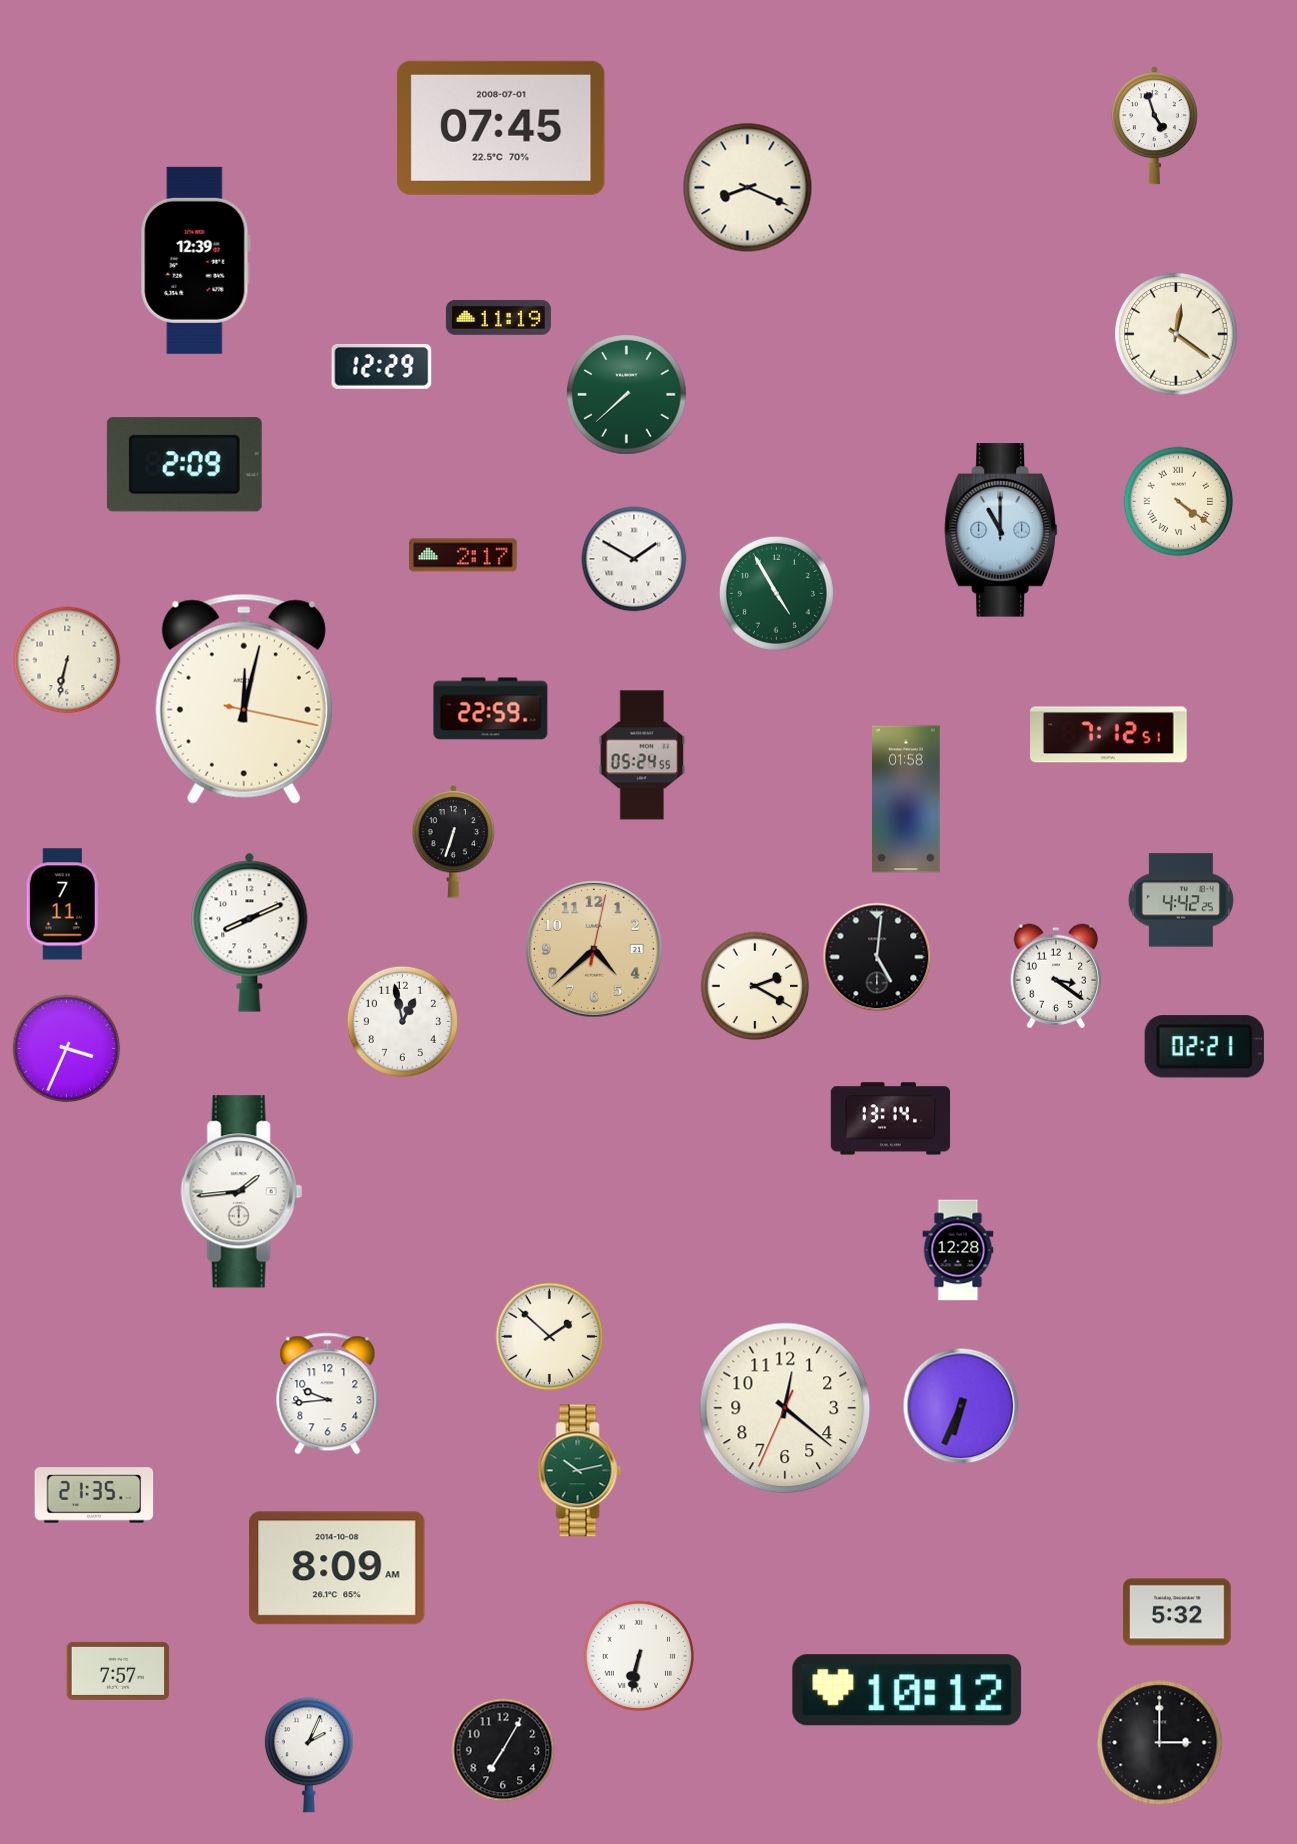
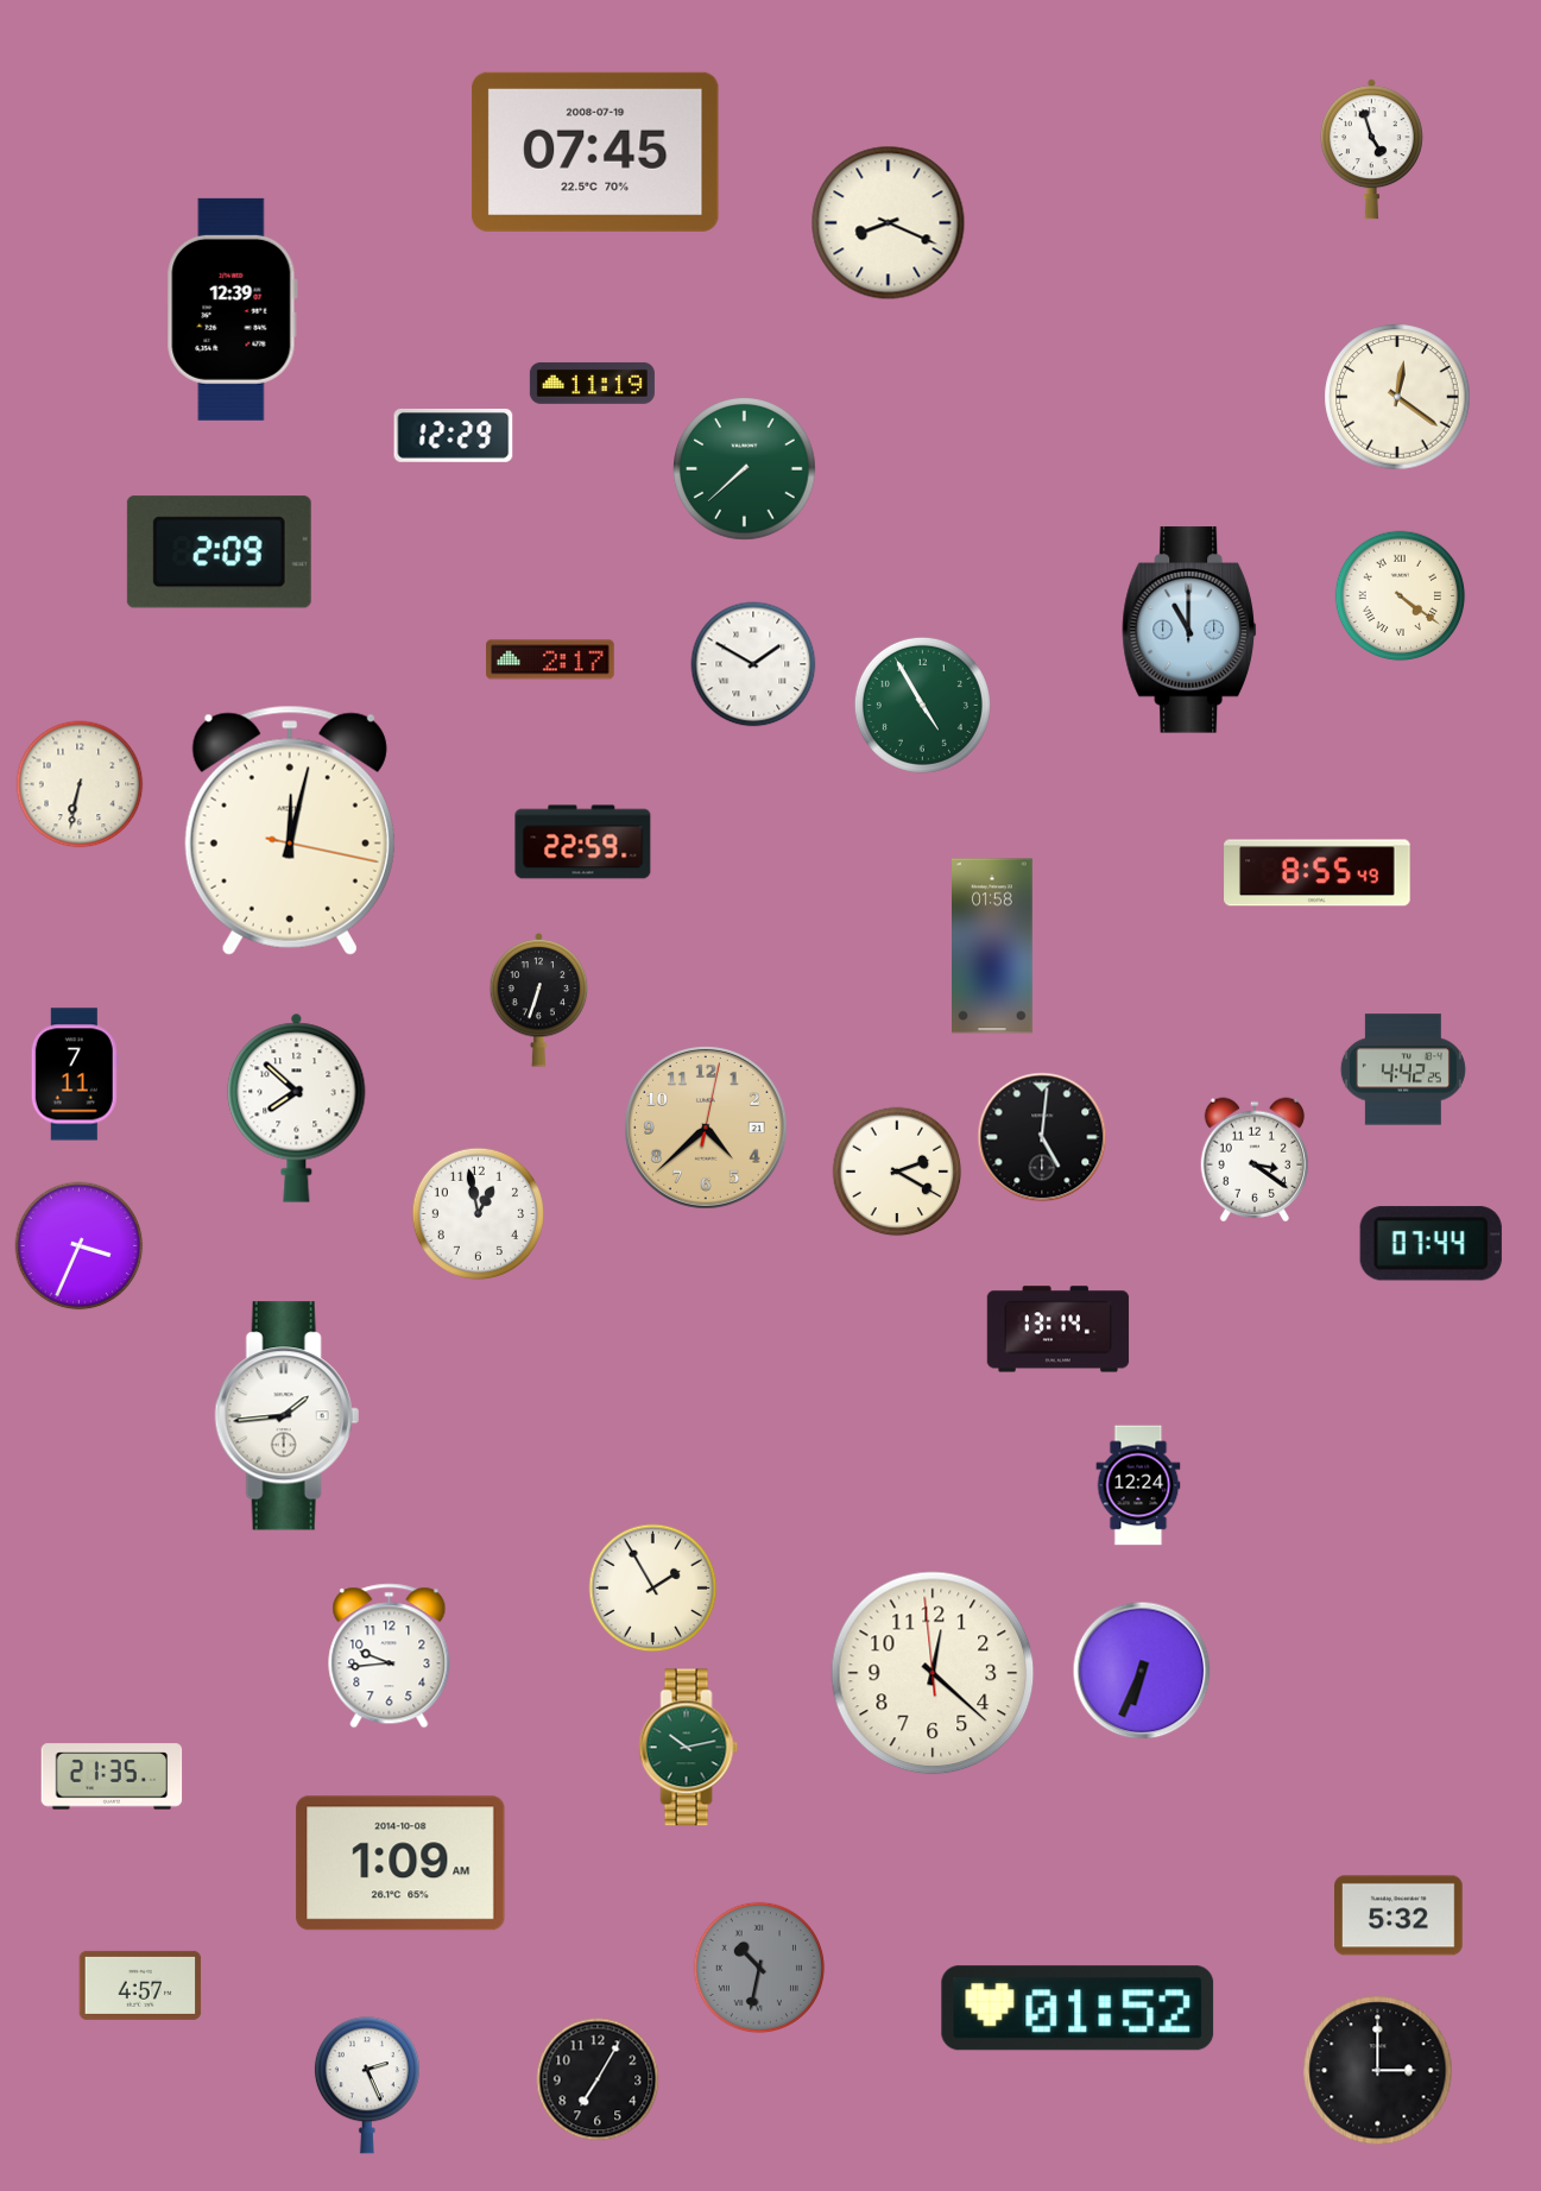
clock at (501, 128) date: 2008-07-01 -> 2008-07-19
clock at (498, 317) position: (498, 317) -> (592, 383)
clock at (1109, 735): 7:12 -> 8:55
clock at (642, 755): 05:24 -> none
clock at (907, 799) position: (907, 799) -> (993, 946)
clock at (250, 932): 8:11 -> 7:52
clock at (1204, 1047): 02:21 -> 07:44
clock at (958, 1250): 12:28 -> 12:24
clock at (550, 1337): 1:52 -> 1:55
clock at (785, 1408): 12:21:34 -> 12:21:59
clock at (337, 1568): 8:09 -> 1:09
clock at (639, 1656): 6:32 -> 10:32
clock at (639, 1656) dial: white -> grey
clock at (118, 1671): 7:57 -> 4:57
clock at (907, 1690): 10:12 -> 01:52
clock at (309, 1755): 2:04 -> 2:26
